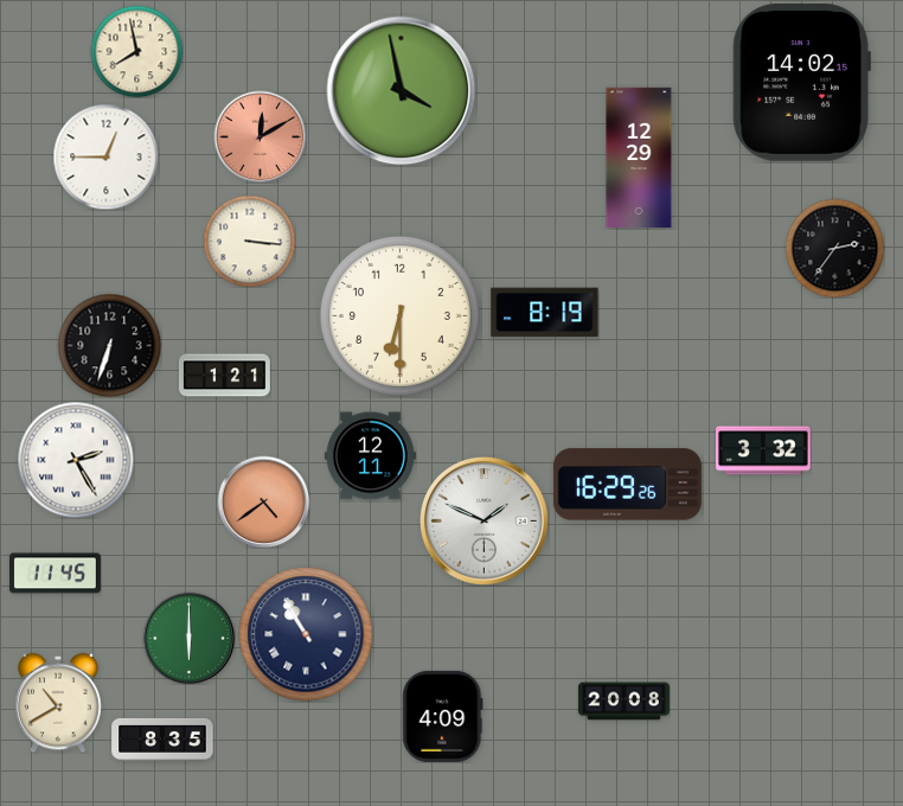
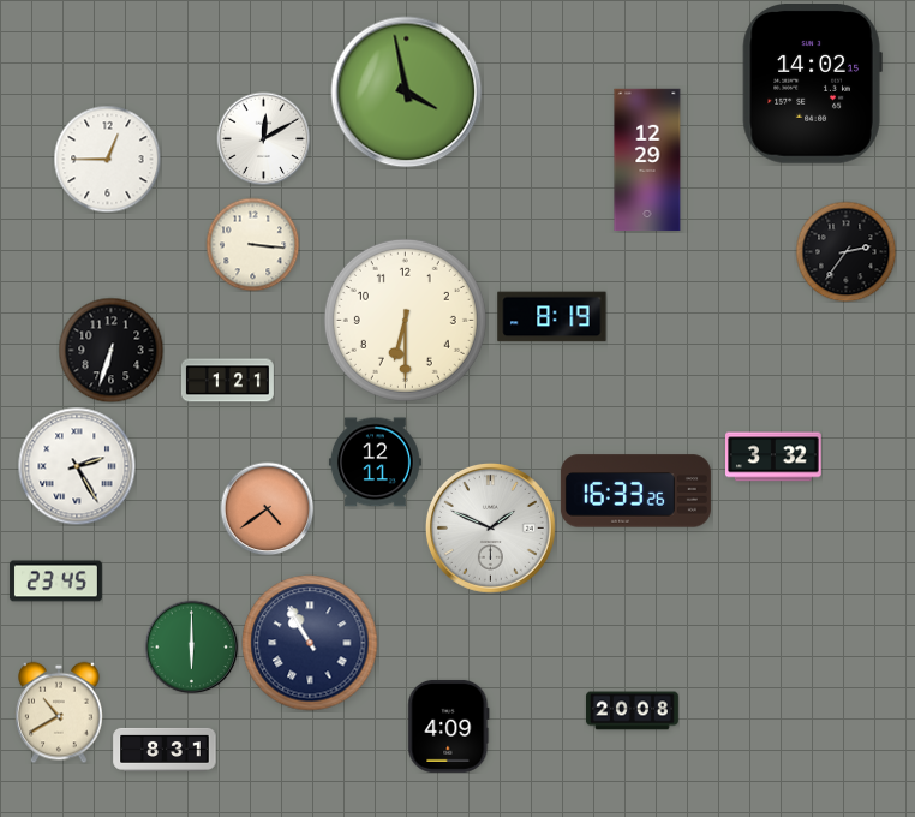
clock at (136, 51): 7:58 -> none
clock at (260, 136) dial: salmon -> white
clock at (627, 485): 16:29 -> 16:33
clock at (55, 574): 11:45 -> 23:45
clock at (162, 740): 8:35 -> 8:31
